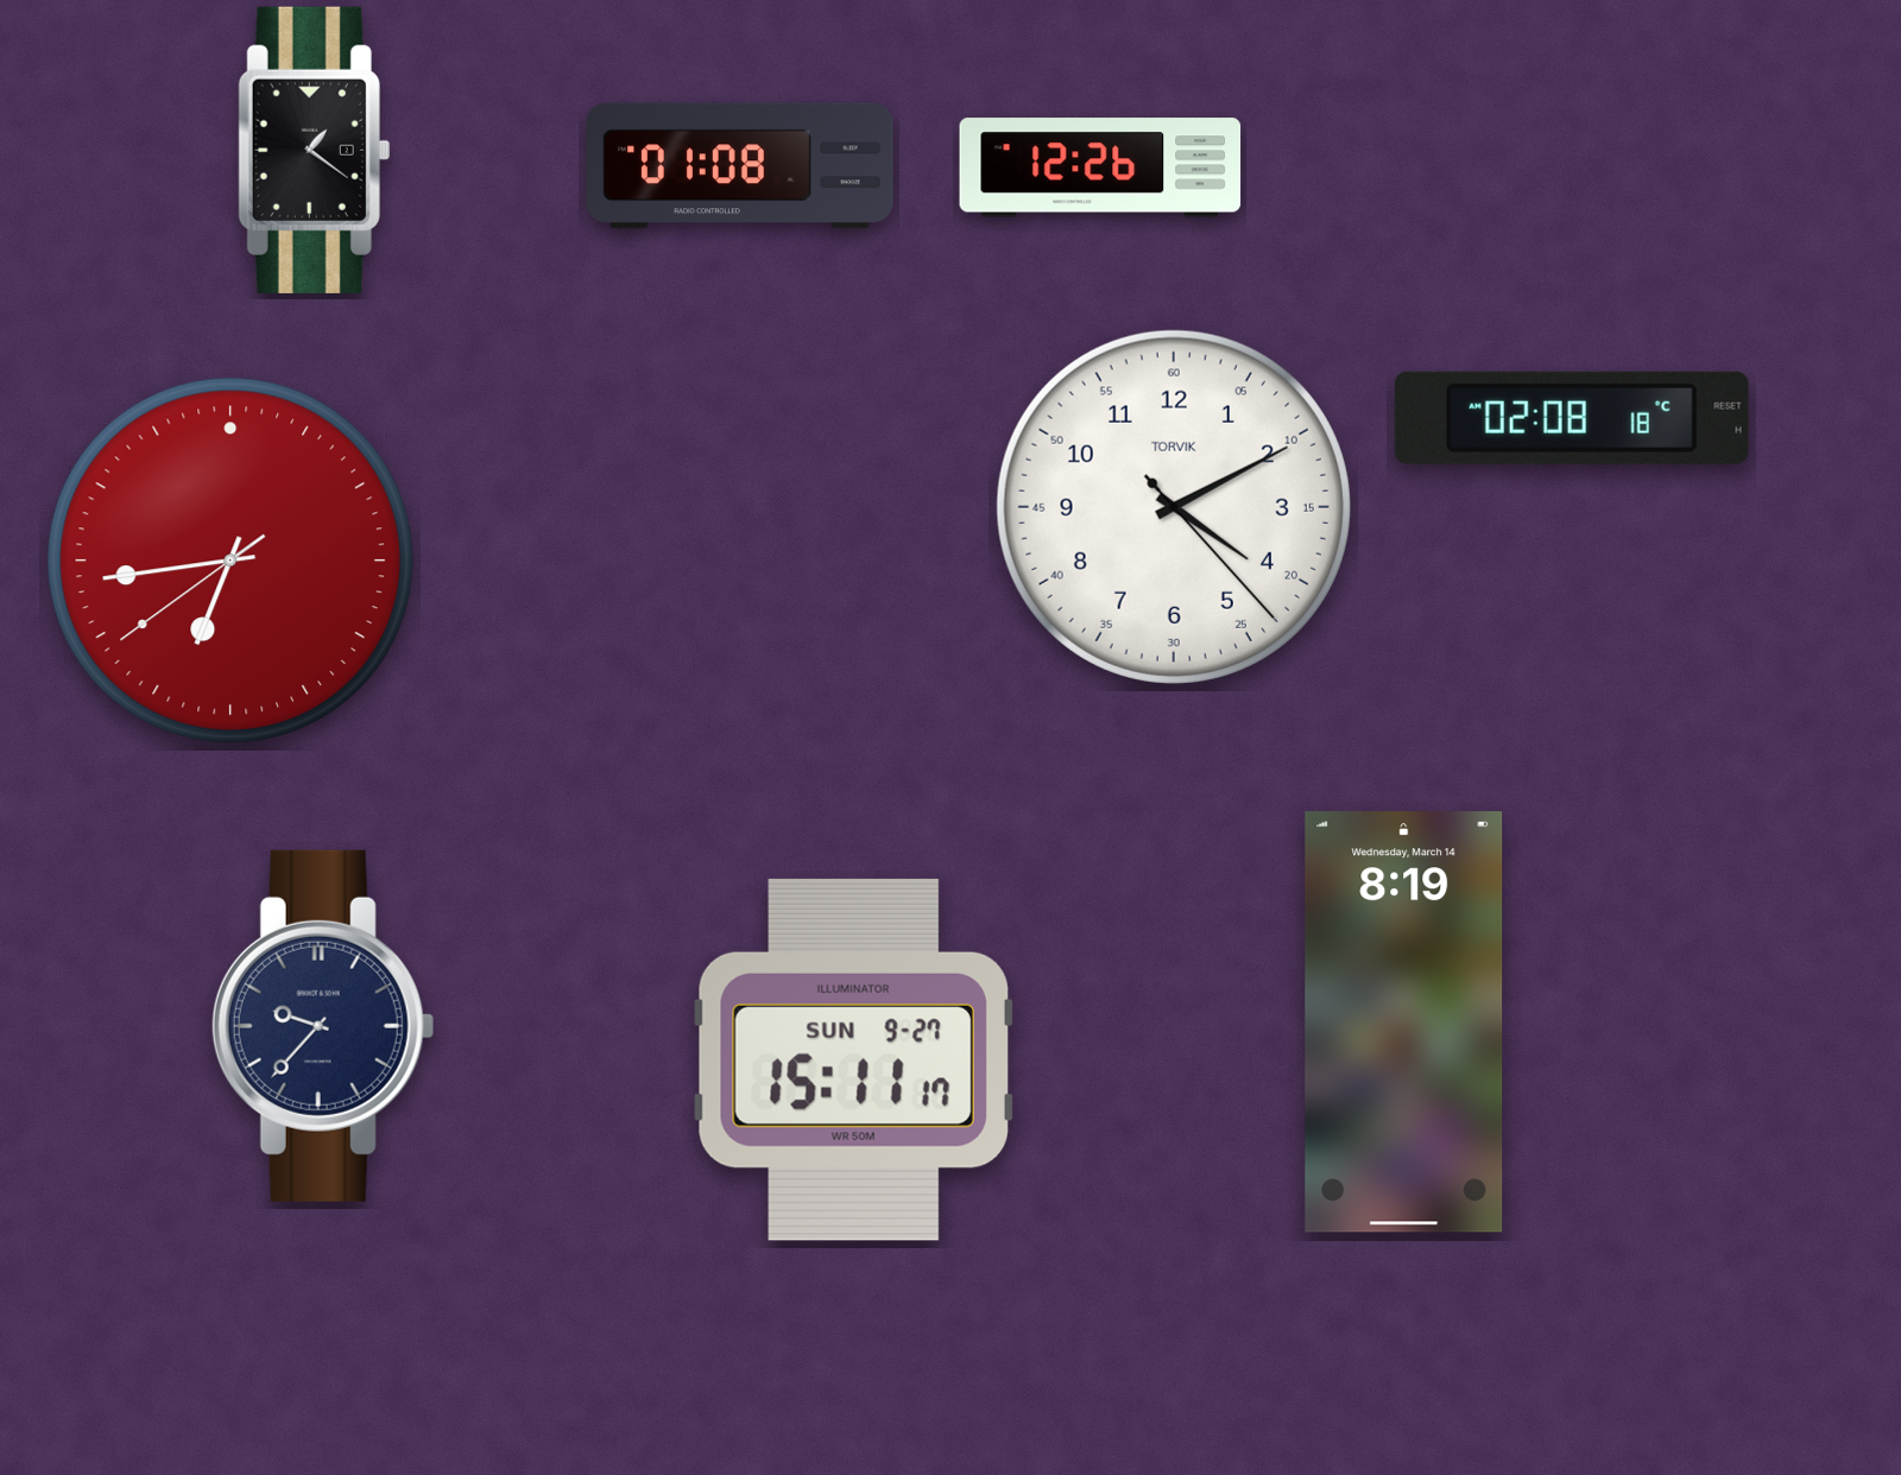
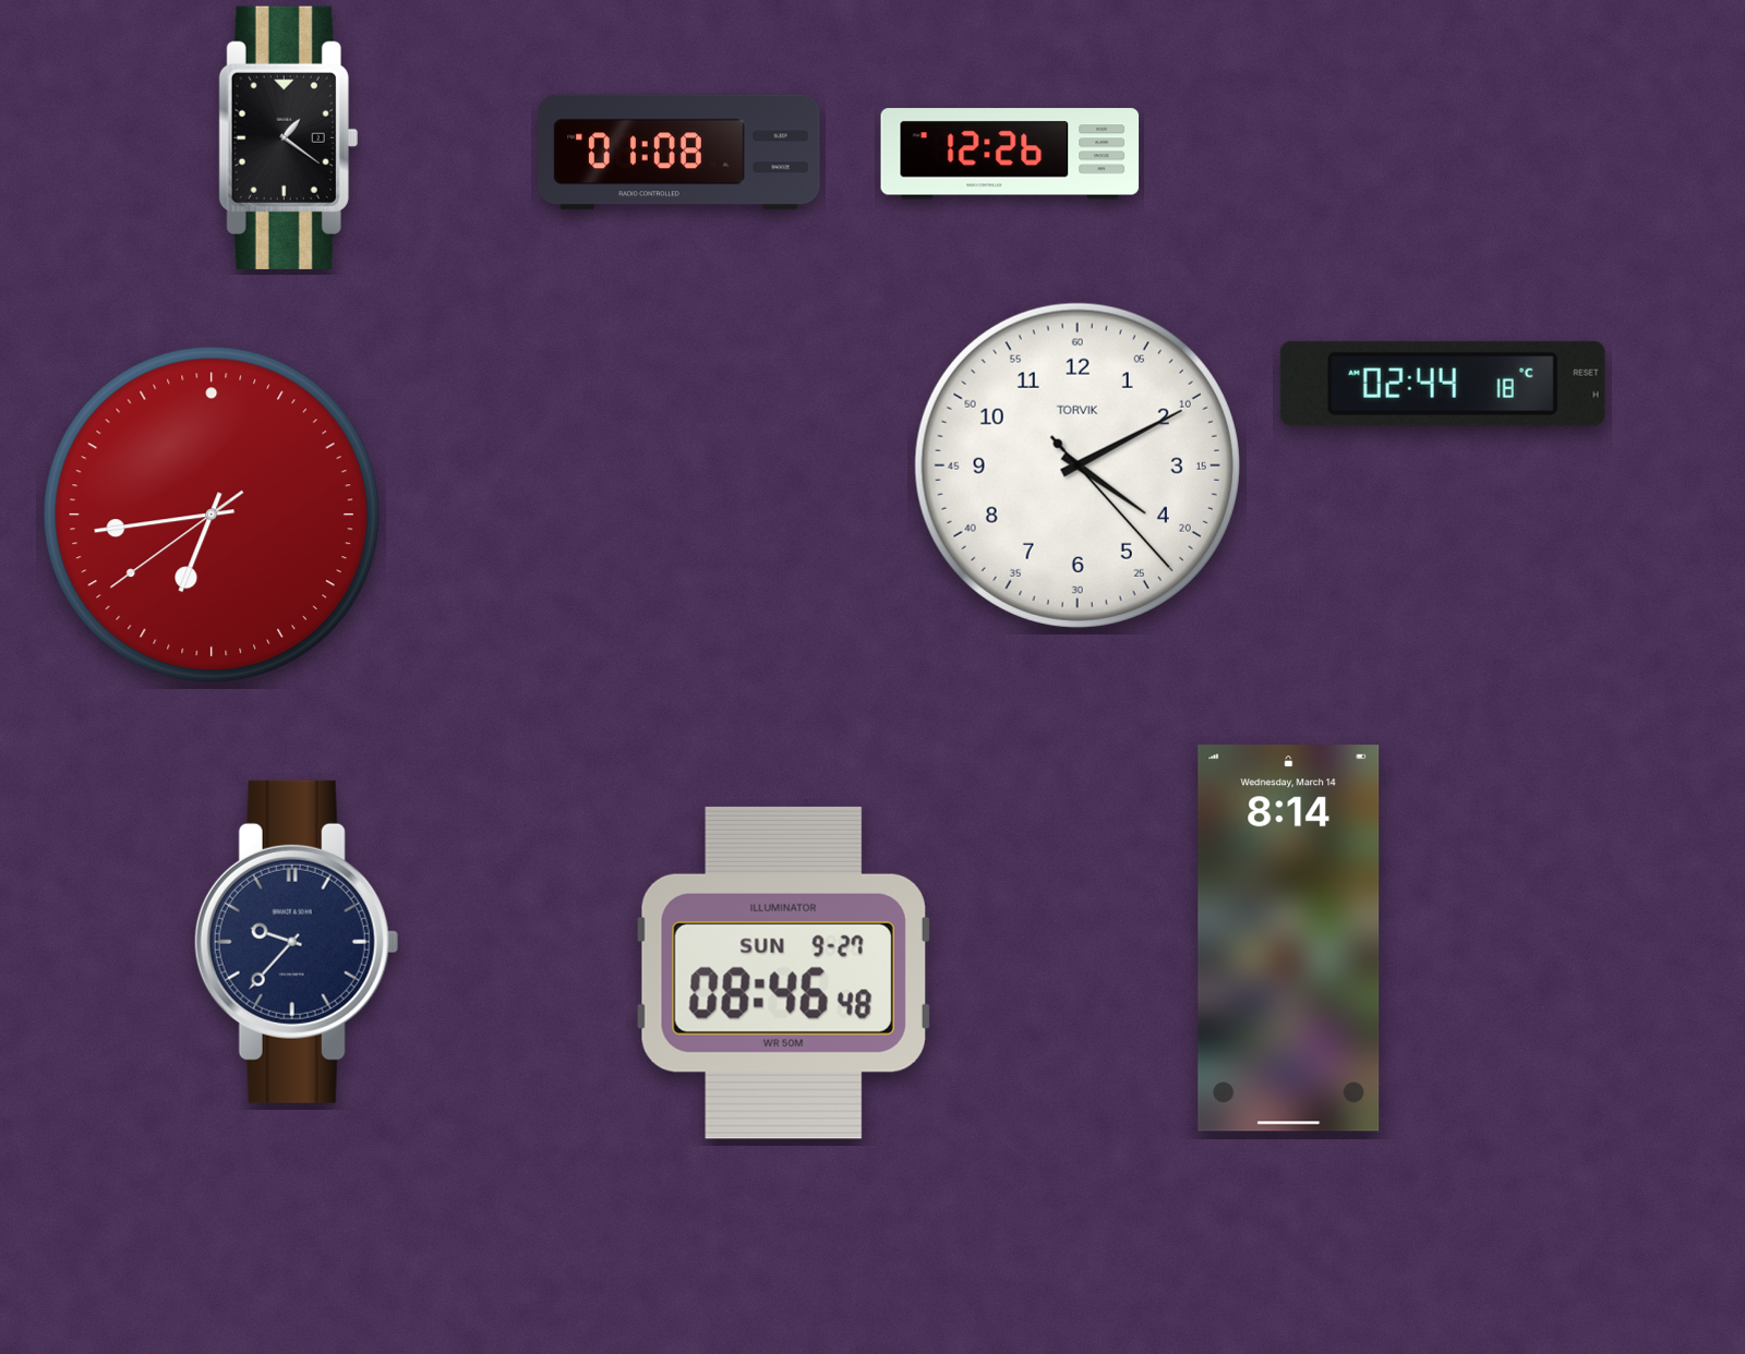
clock at (1572, 418): 02:08 -> 02:44
clock at (1404, 1023): 8:19 -> 8:14
clock at (853, 1059): 15:11 -> 08:46
